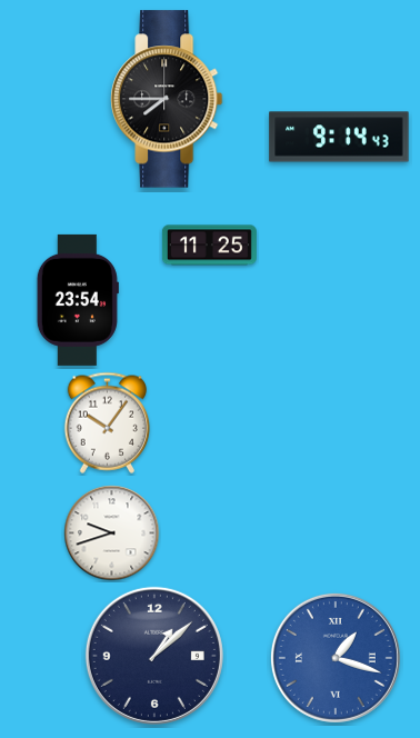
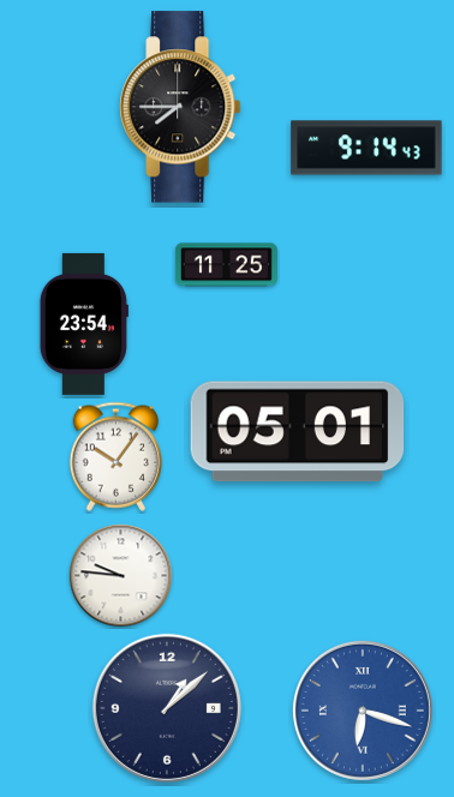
clock at (298, 432): none -> 05:01
clock at (112, 533): 9:42 -> 9:46
clock at (336, 658): 1:18 -> 6:18
